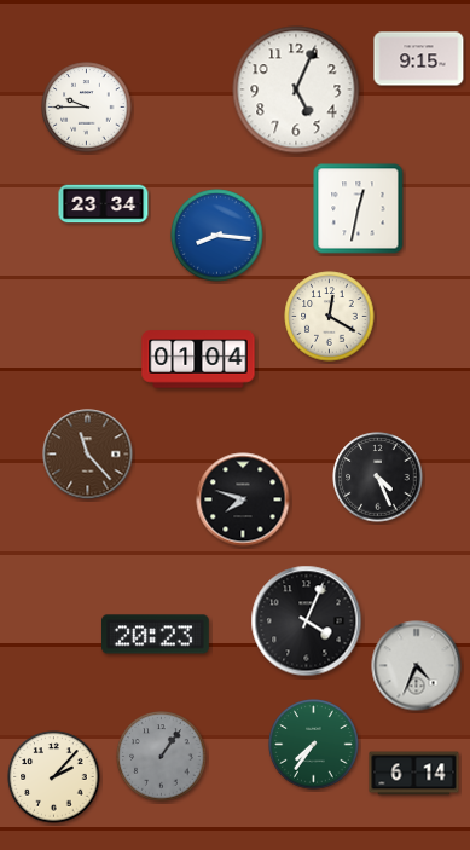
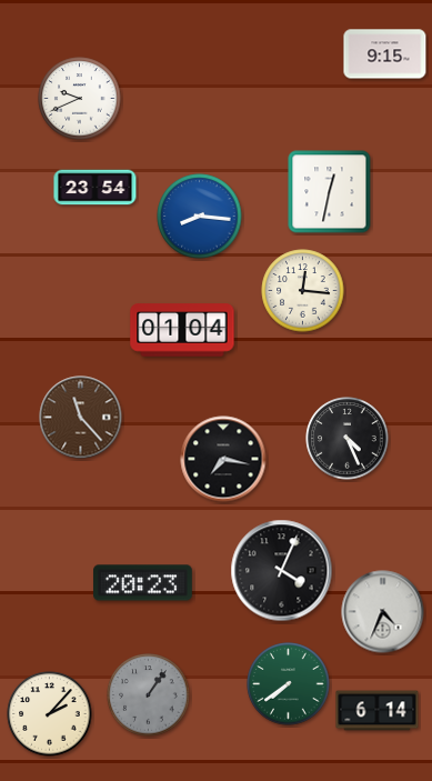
clock at (296, 89): 5:04 -> none
clock at (87, 108): 9:45 -> 9:41
clock at (104, 204): 23:34 -> 23:54
clock at (330, 317): 12:20 -> 12:16
clock at (243, 499): 7:48 -> 7:17
clock at (314, 745): 7:36 -> 7:39
clock at (414, 774) position: (414, 774) -> (378, 711)
